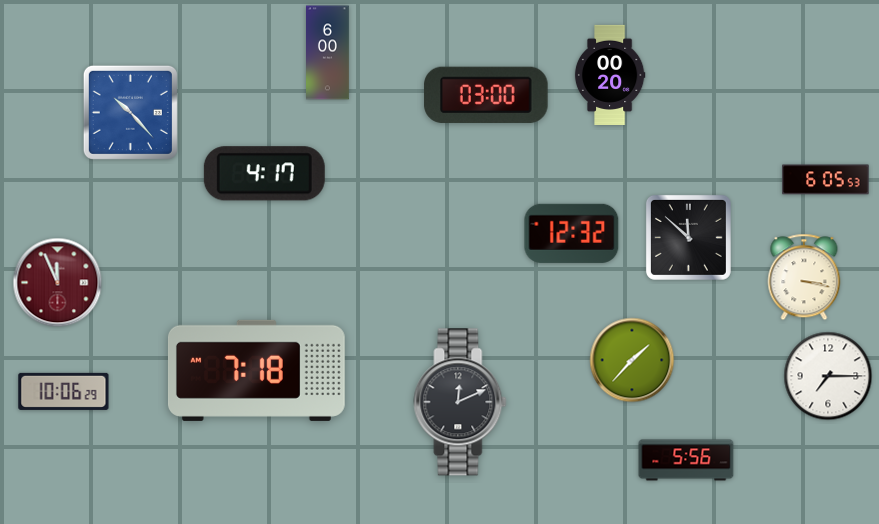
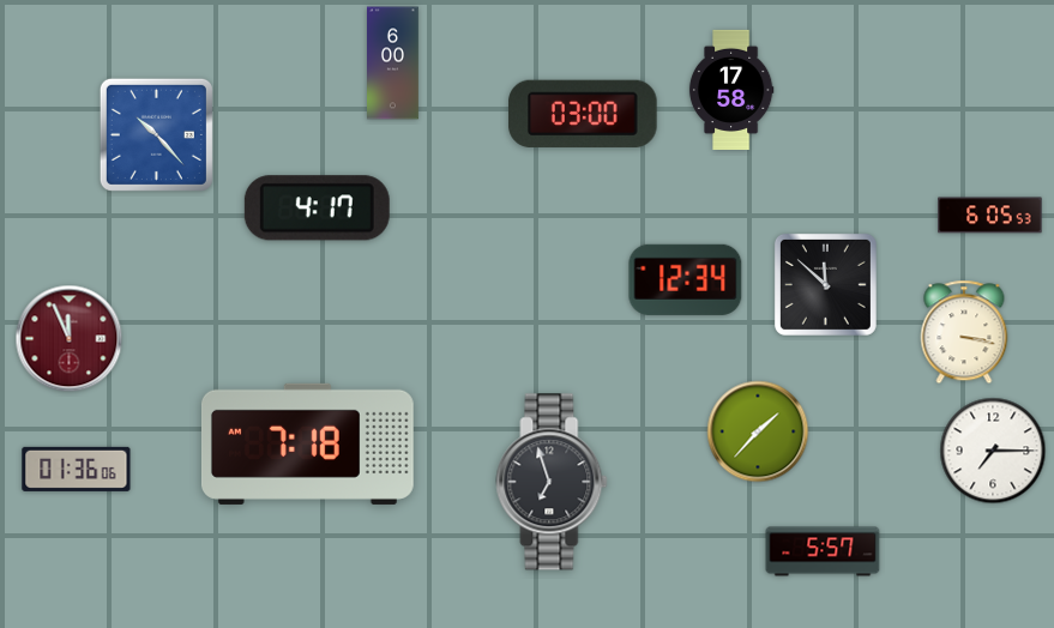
clock at (610, 74): 00:20 -> 17:58
clock at (572, 233): 12:32 -> 12:34
clock at (64, 391): 10:06 -> 01:36
clock at (460, 402): 12:11 -> 6:57
clock at (686, 460): 5:56 -> 5:57
